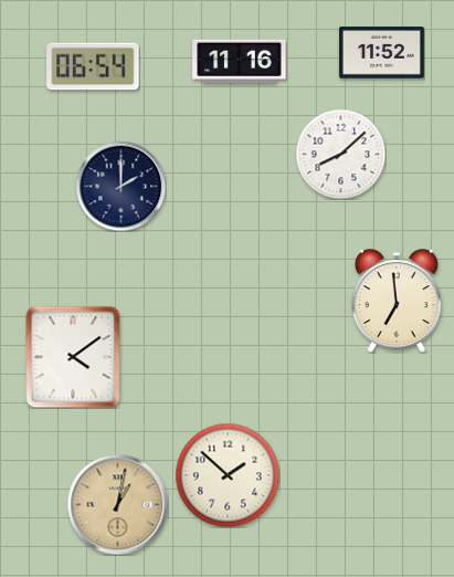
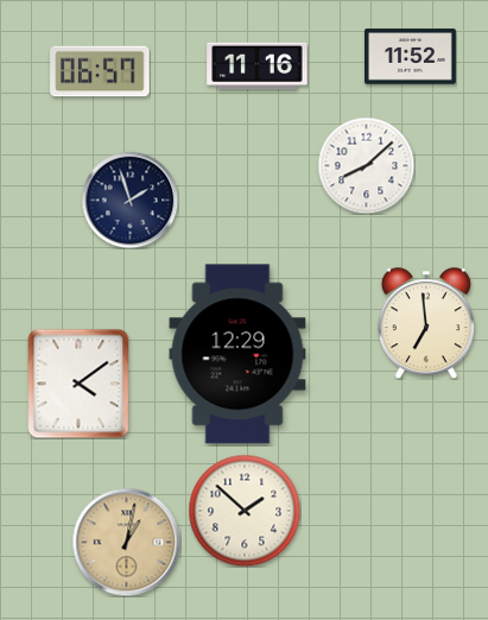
clock at (93, 66): 06:54 -> 06:57
clock at (120, 186): 2:00 -> 1:57
clock at (237, 354): none -> 12:29
